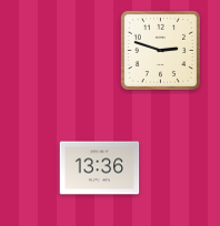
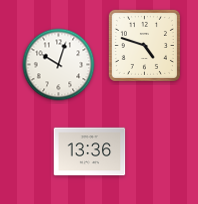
clock at (160, 50): 2:48 -> 4:48
clock at (59, 65): none -> 10:03
